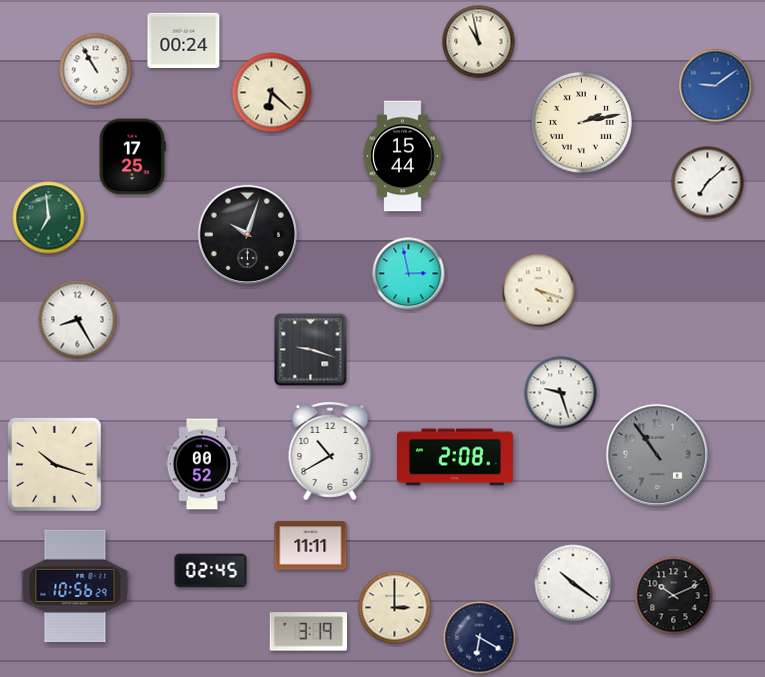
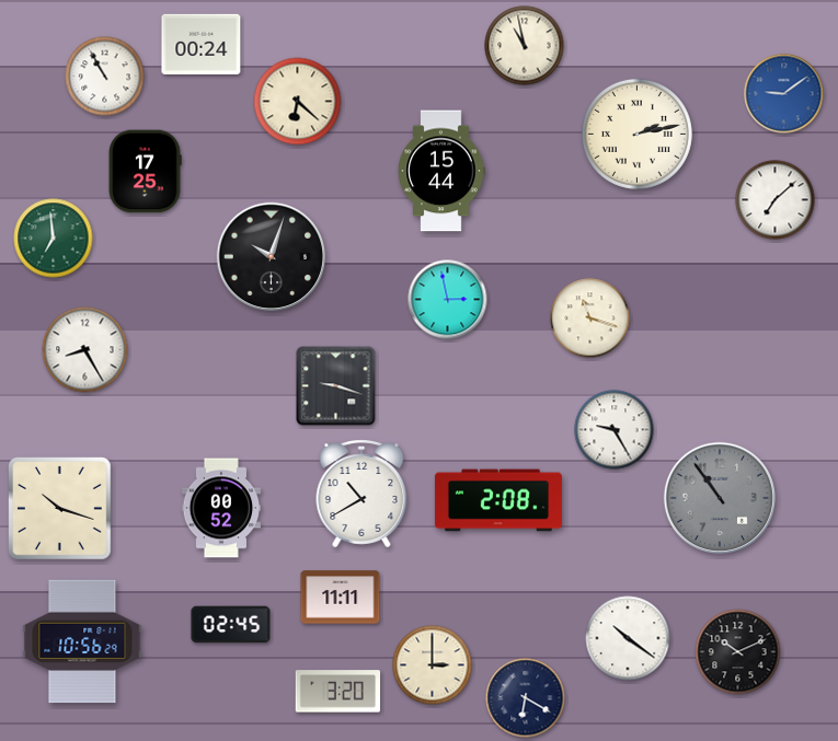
clock at (539, 291): 4:18 -> 11:18
clock at (311, 350) position: (311, 350) -> (336, 386)
clock at (561, 393): 9:27 -> 9:25
clock at (309, 632): 3:19 -> 3:20
